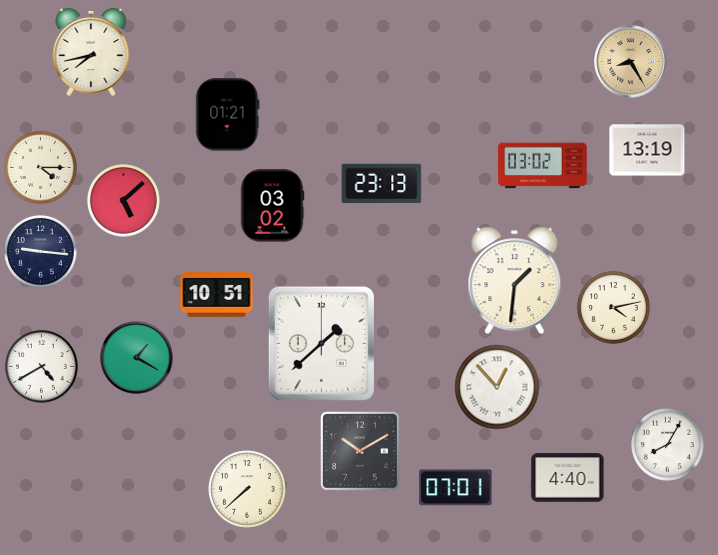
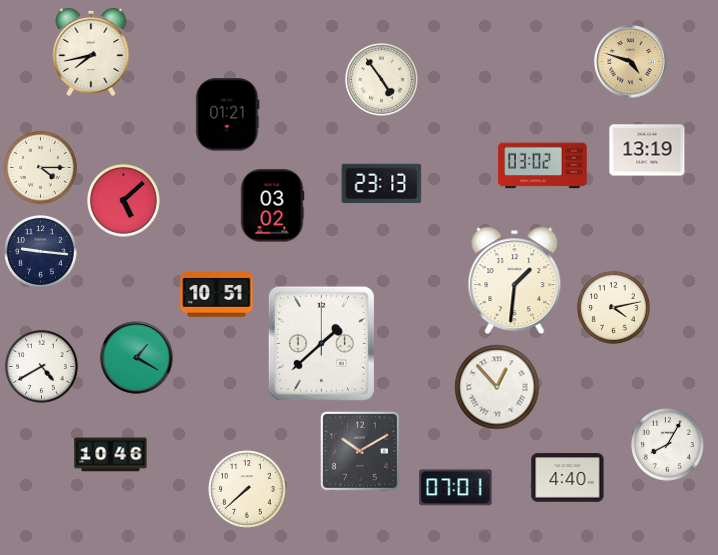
clock at (631, 62): 8:25 -> 4:48
clock at (381, 79): none -> 4:54
clock at (111, 455): none -> 10:46
